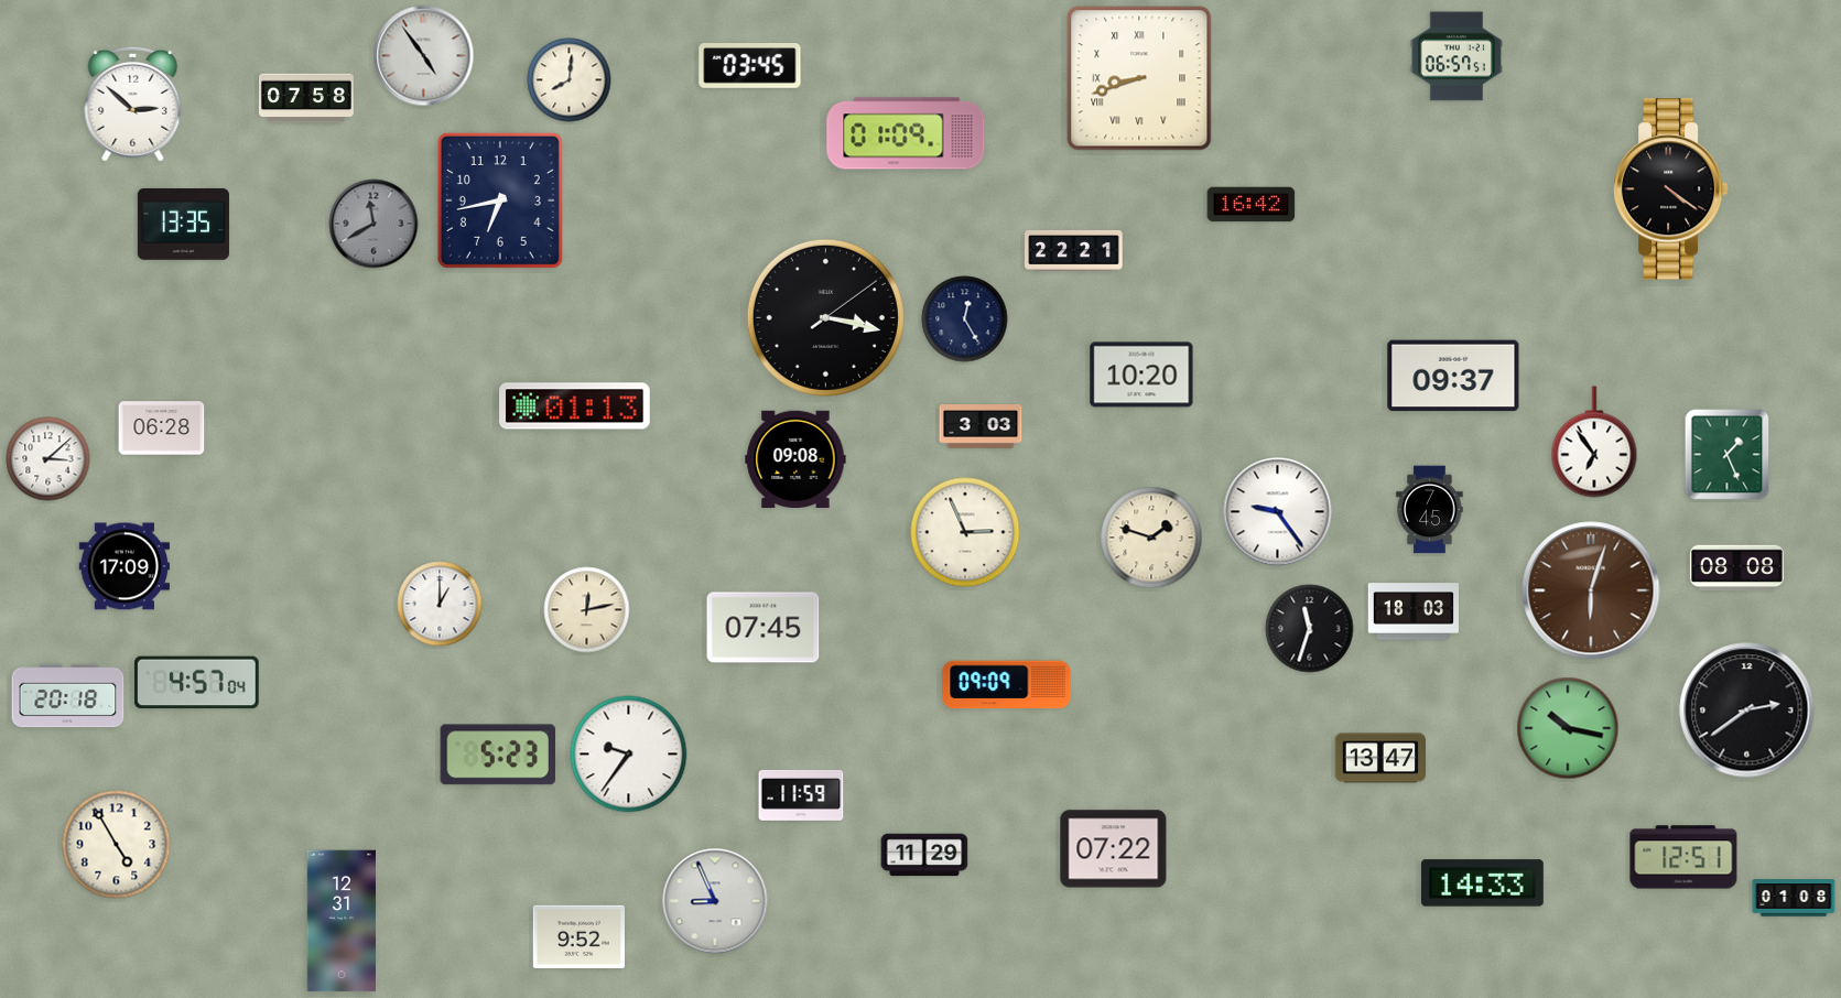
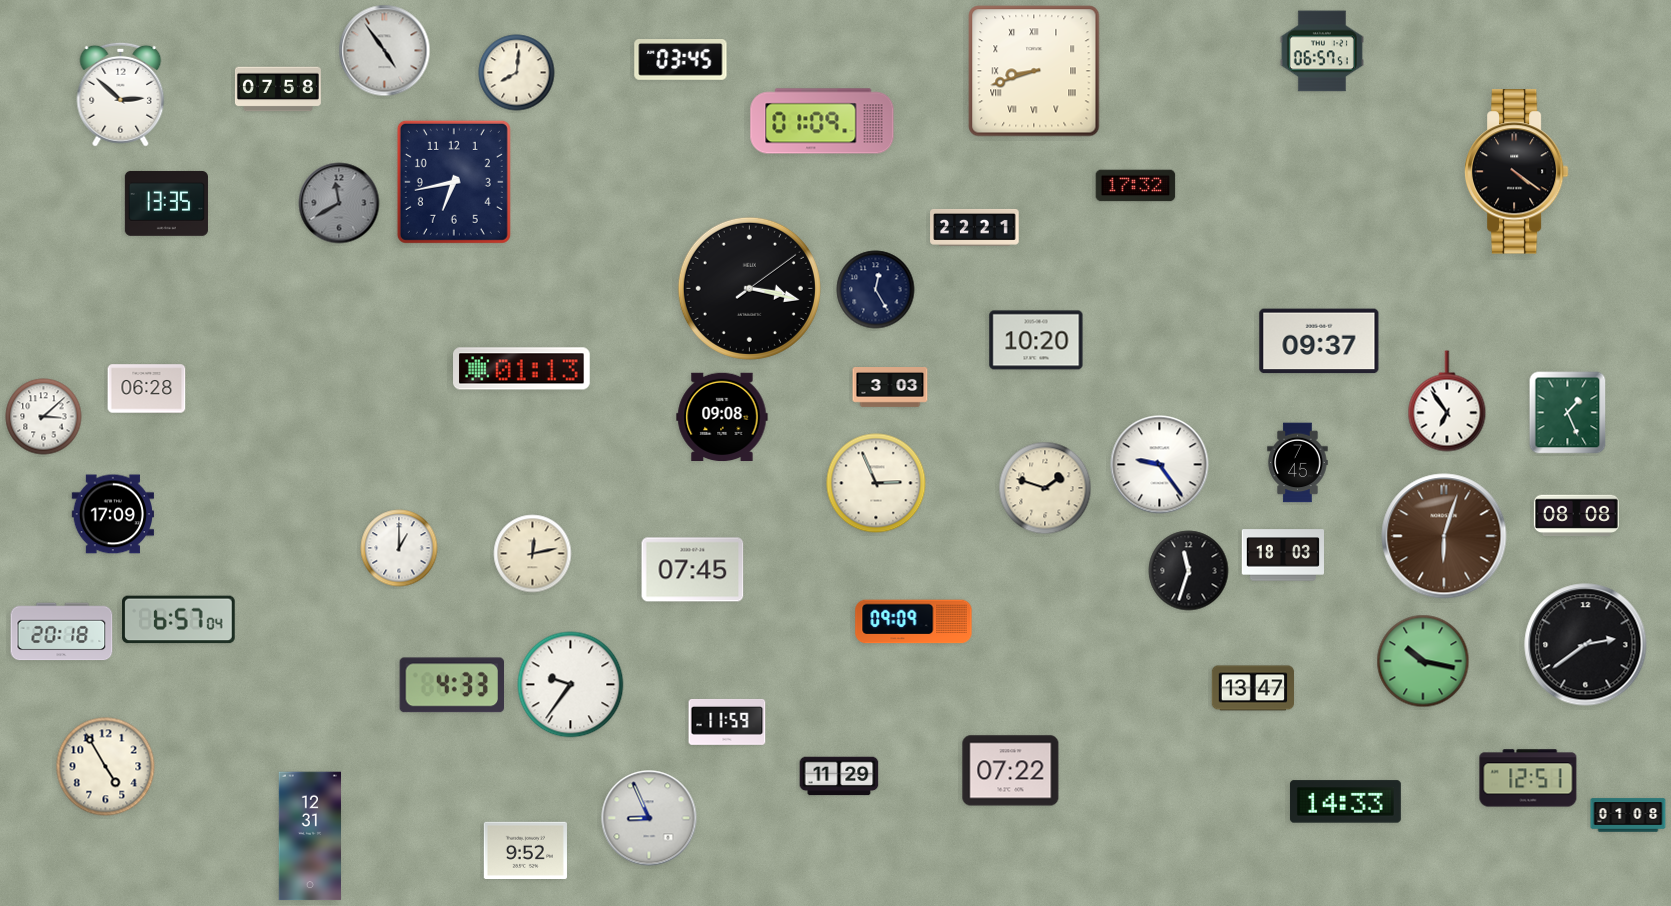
clock at (1252, 205): 16:42 -> 17:32
clock at (197, 683): 4:57 -> 6:57
clock at (497, 755): 5:23 -> 4:33
